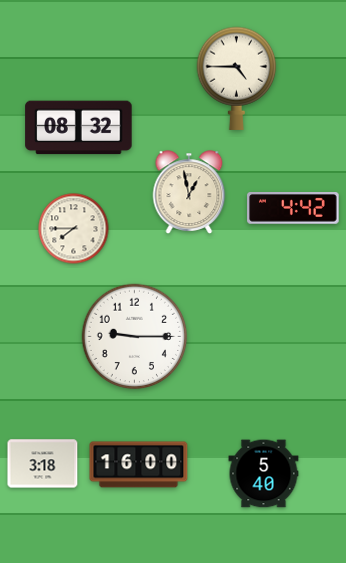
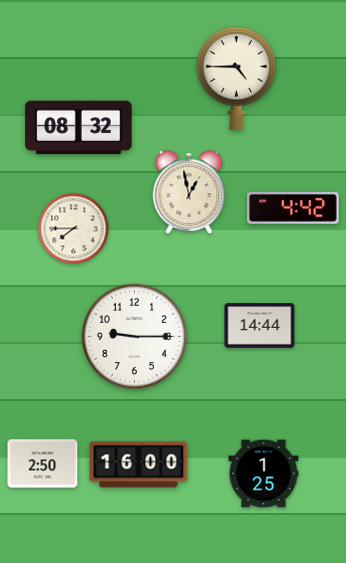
clock at (260, 326): none -> 14:44
clock at (43, 464): 3:18 -> 2:50
clock at (264, 474): 5:40 -> 1:25
